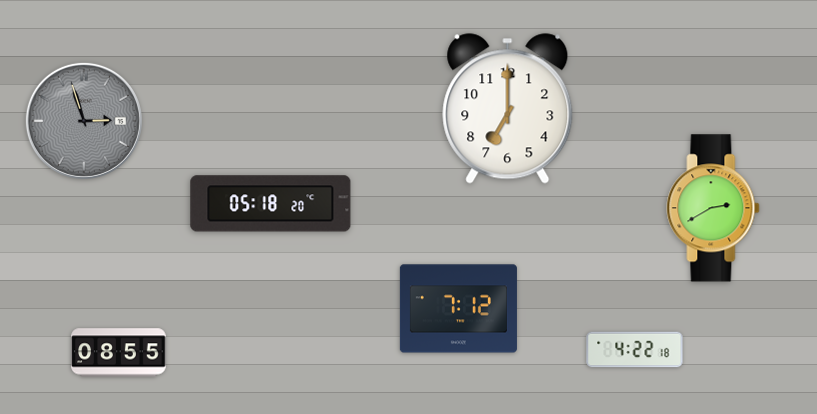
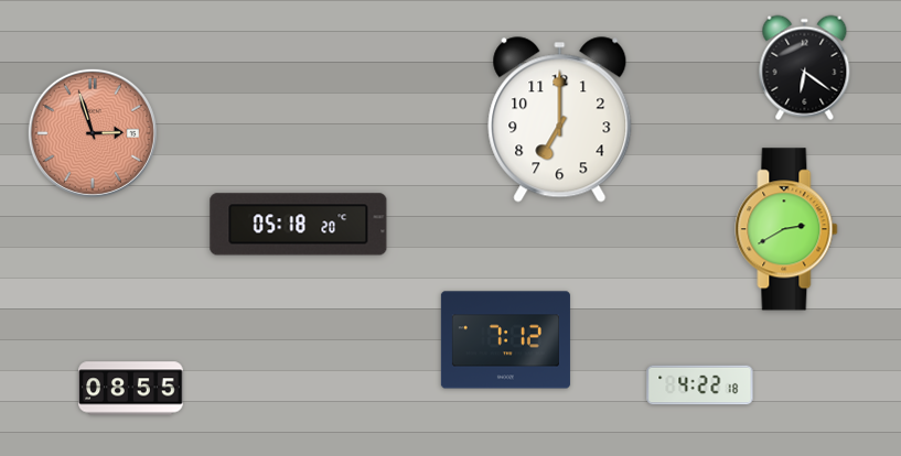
clock at (805, 68): none -> 6:21
clock at (84, 121) dial: grey -> salmon
